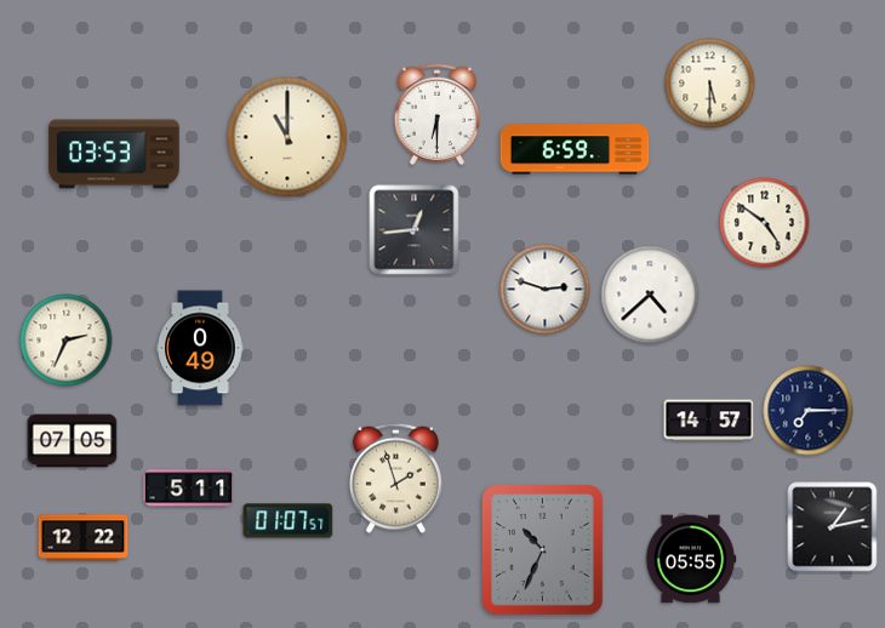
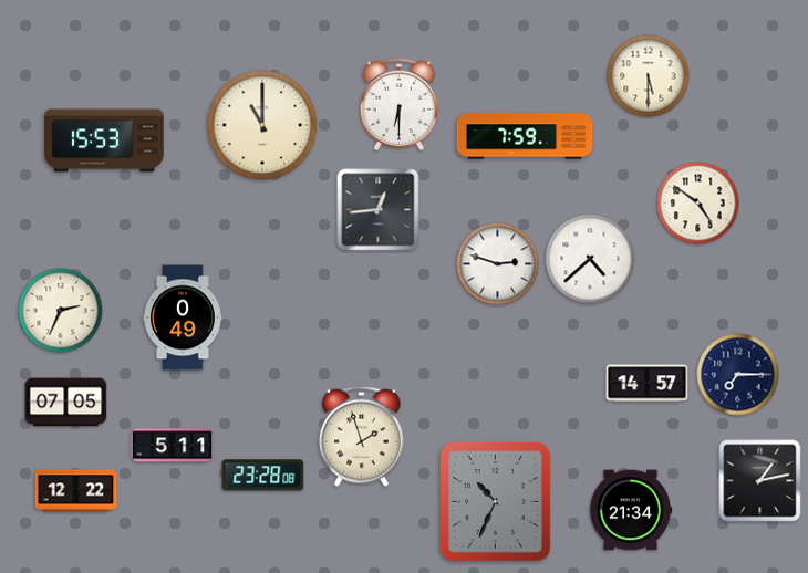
clock at (575, 149): 6:59 -> 7:59
clock at (114, 154): 03:53 -> 15:53
clock at (650, 295) position: (650, 295) -> (590, 259)
clock at (289, 521): 01:07 -> 23:28
clock at (691, 559): 05:55 -> 21:34
